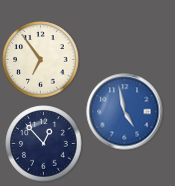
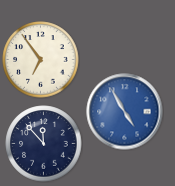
clock at (125, 112): 4:58 -> 4:55
clock at (44, 144): 12:53 -> 11:53
